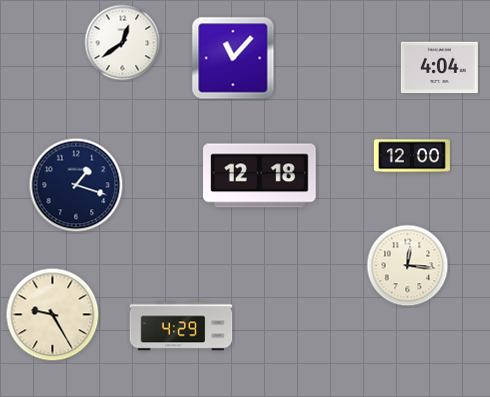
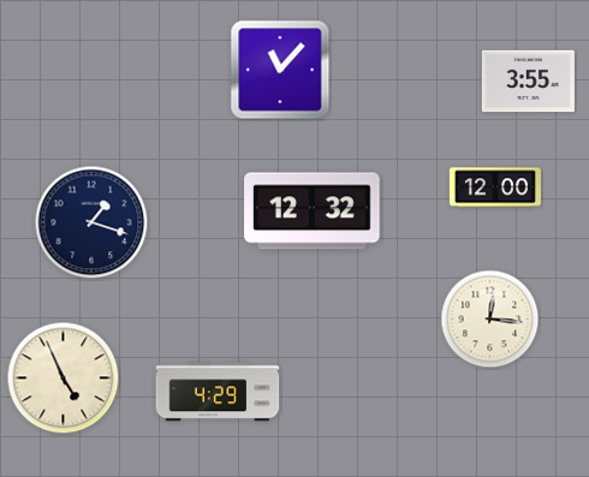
clock at (123, 43): 12:39 -> none
clock at (439, 68): 4:04 -> 3:55
clock at (260, 176): 12:18 -> 12:32
clock at (53, 315): 9:25 -> 4:56
